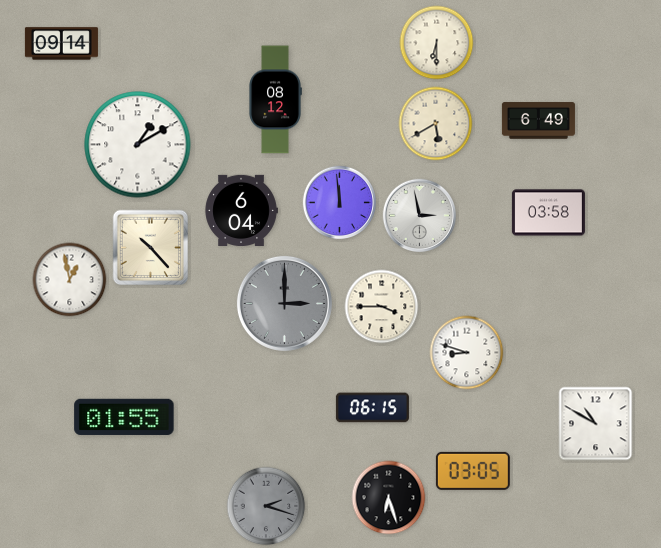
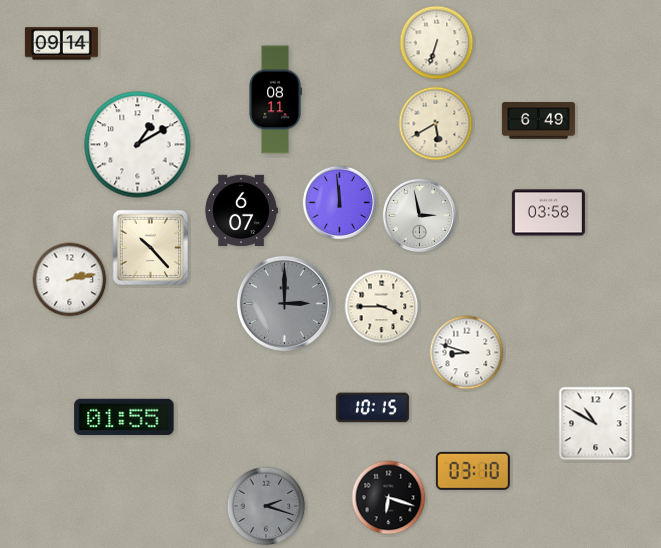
clock at (437, 43): 6:30 -> 6:33
clock at (275, 100): 08:12 -> 08:11
clock at (241, 210): 6:04 -> 6:07
clock at (70, 280): 12:58 -> 2:13
clock at (372, 408): 06:15 -> 10:15
clock at (473, 471): 03:05 -> 03:10
clock at (389, 498): 6:27 -> 6:18
